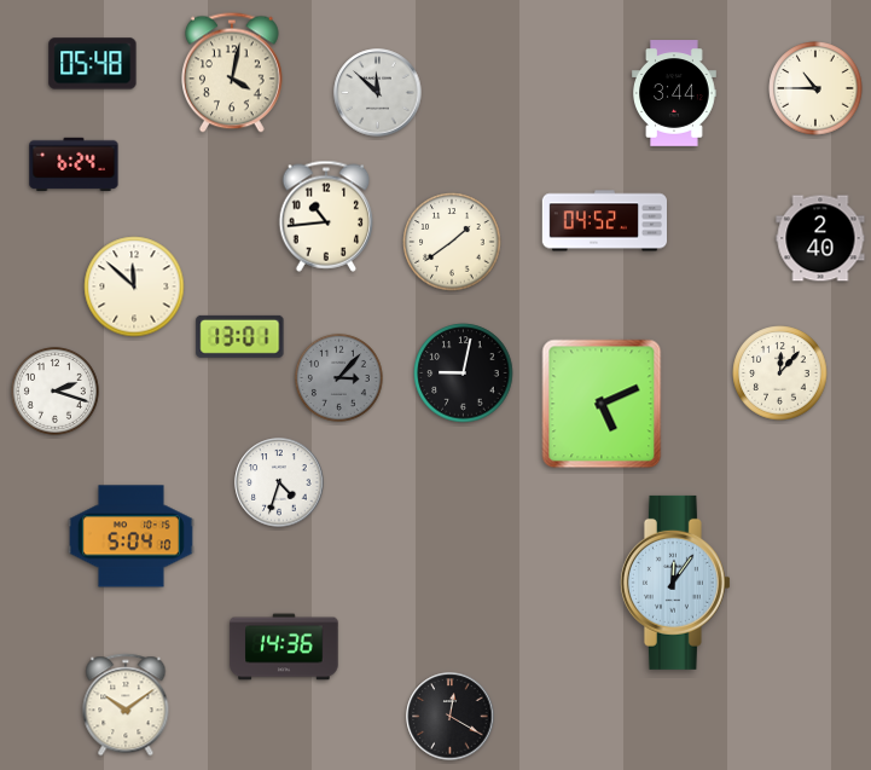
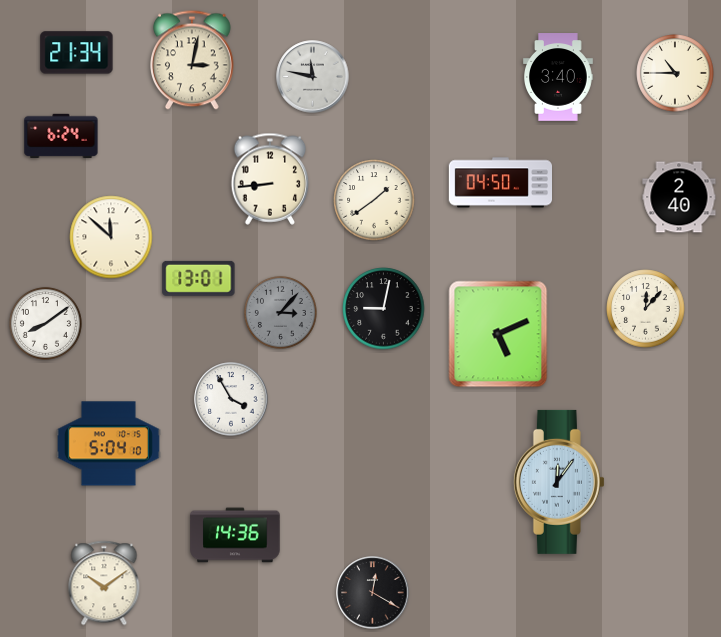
clock at (93, 64): 05:48 -> 21:34
clock at (233, 73): 4:02 -> 3:02
clock at (378, 93): 11:52 -> 11:47
clock at (674, 93): 3:44 -> 3:40
clock at (326, 216): 10:44 -> 8:44
clock at (604, 221): 04:52 -> 04:50
clock at (54, 390): 2:18 -> 8:09
clock at (279, 482): 4:33 -> 3:55
